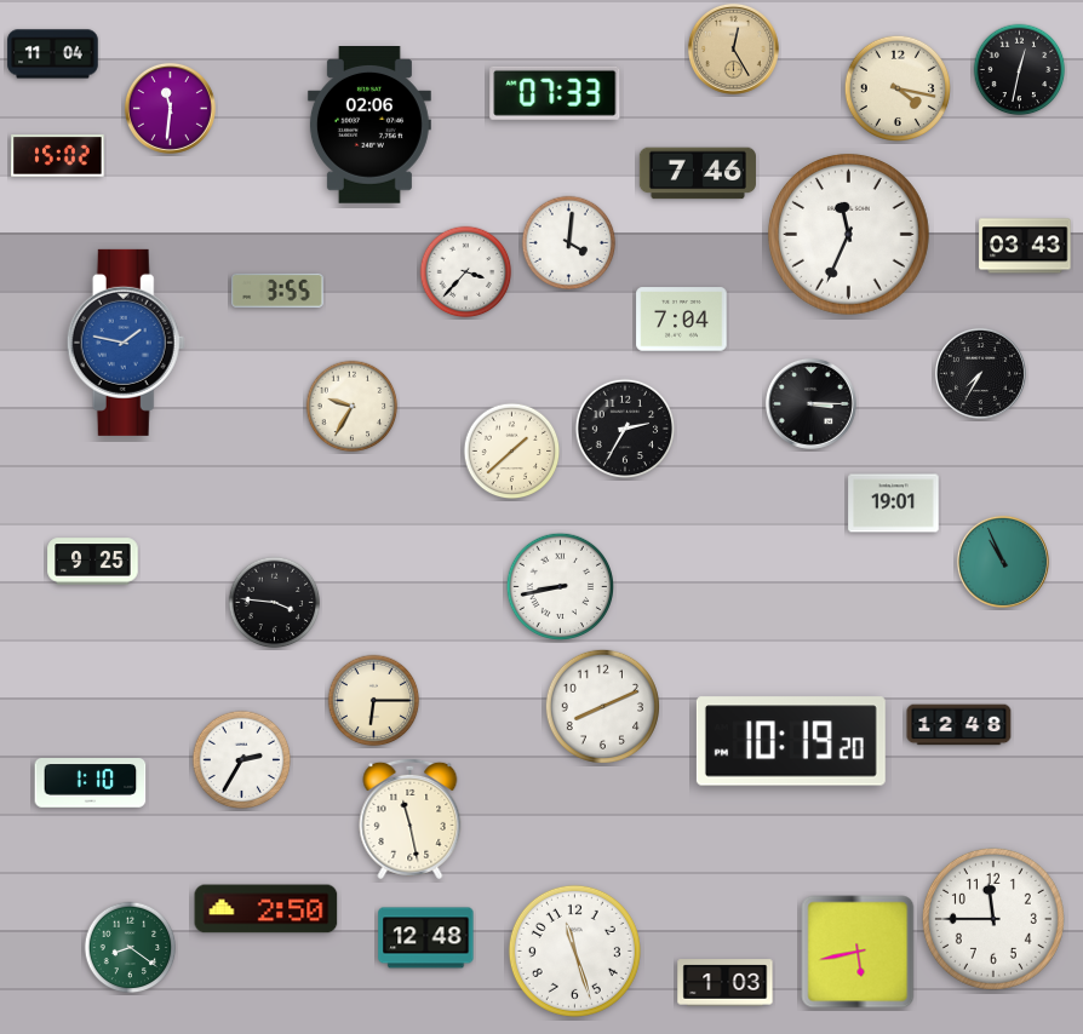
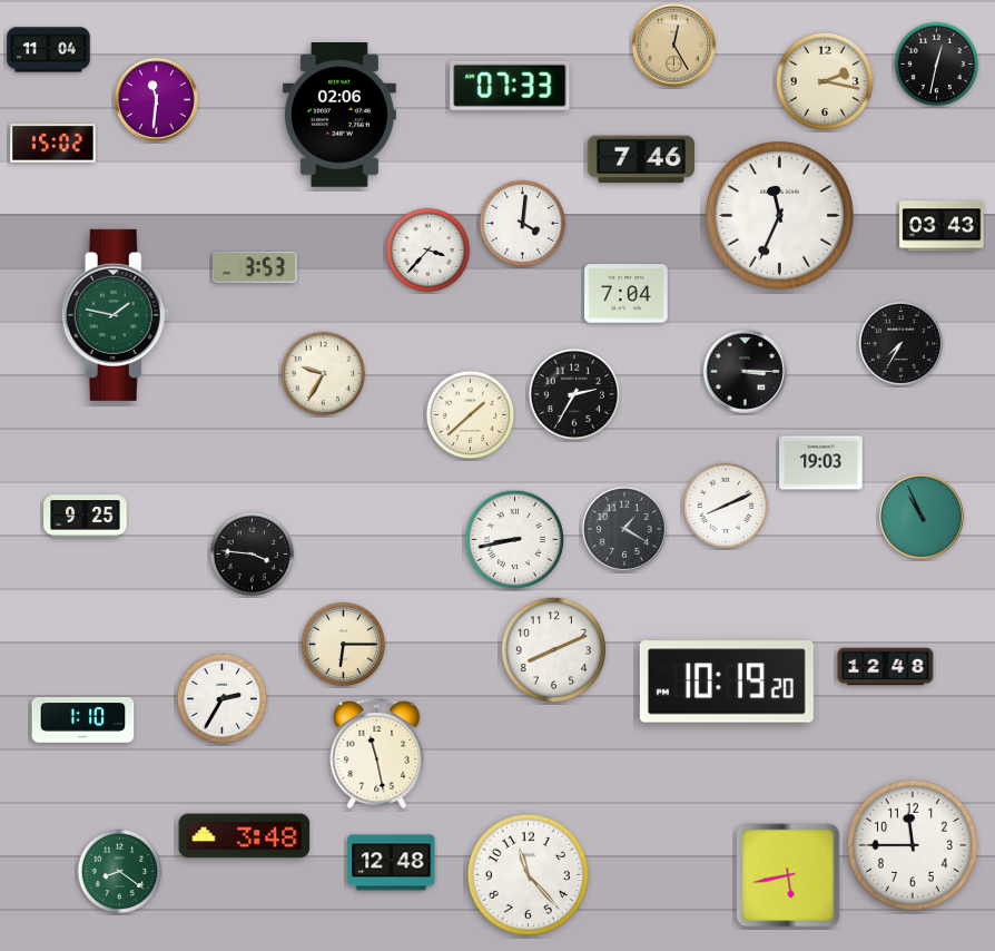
clock at (896, 87): 4:17 -> 2:17
clock at (277, 291): 3:55 -> 3:53
clock at (126, 343) dial: blue -> green
clock at (894, 504): 19:01 -> 19:03
clock at (726, 506): none -> 8:11
clock at (624, 529): none -> 1:20
clock at (959, 725) position: (959, 725) -> (886, 667)
clock at (267, 909): 2:50 -> 3:48
clock at (574, 950): 11:27 -> 11:23
clock at (726, 983): 1:03 -> none
